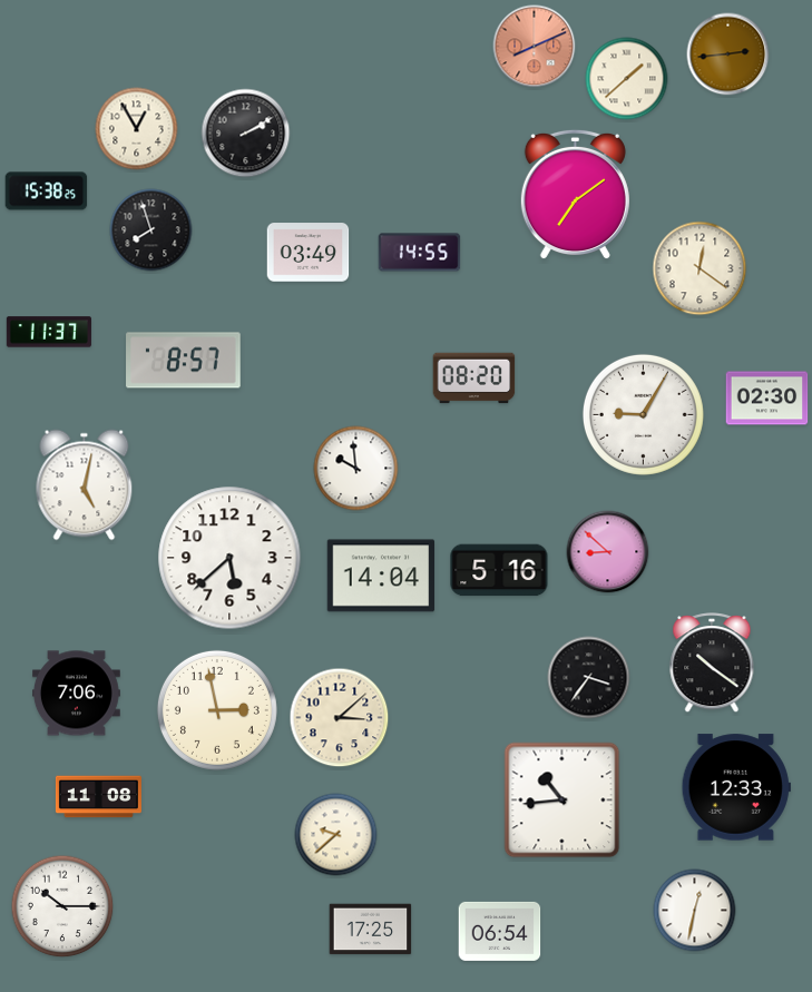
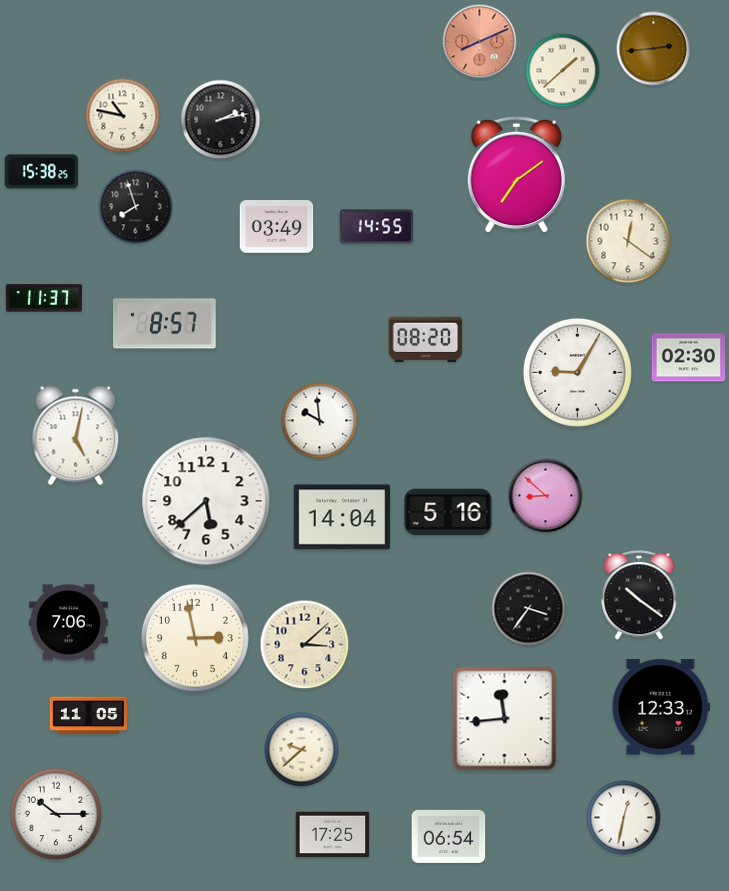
clock at (137, 129): 12:55 -> 10:47
clock at (246, 134): 2:10 -> 2:13
clock at (98, 797): 11:08 -> 11:05
clock at (562, 801): 10:44 -> 11:44
